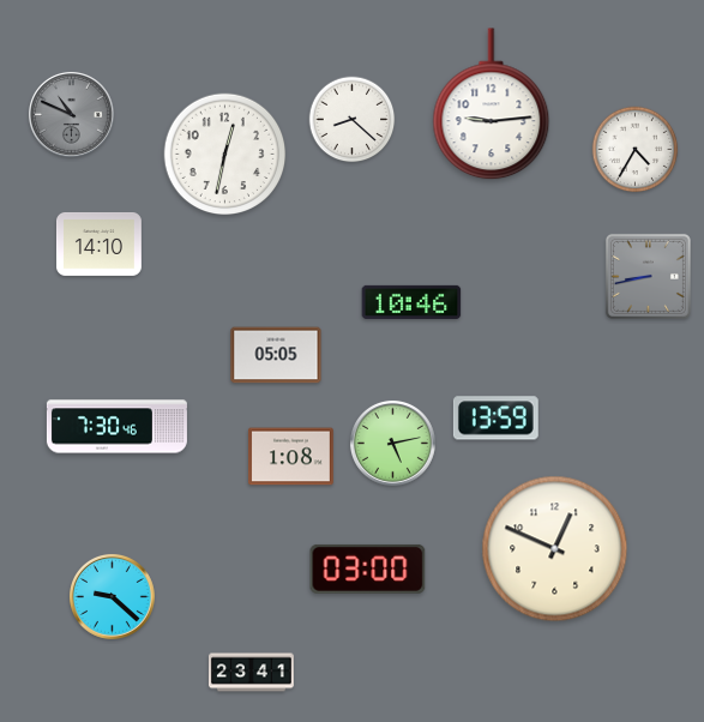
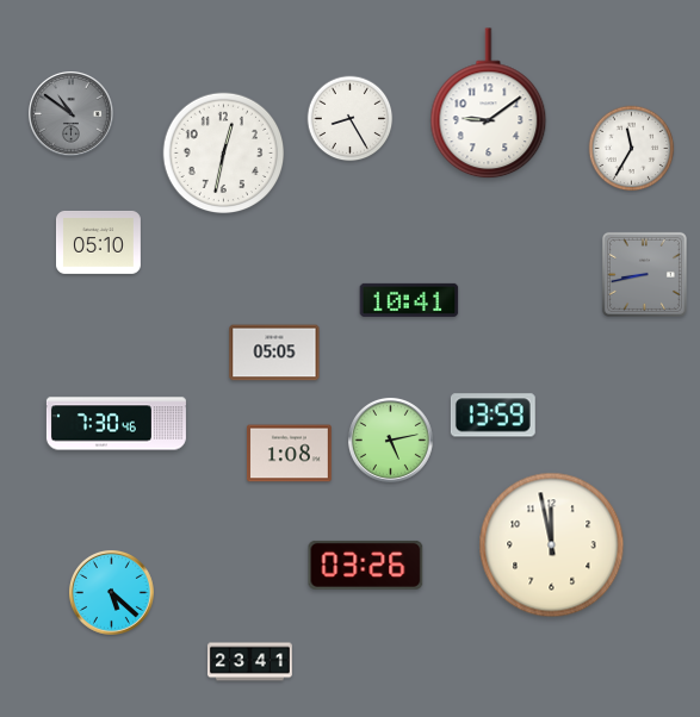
clock at (492, 104): 9:14 -> 9:09
clock at (71, 114): 10:49 -> 10:51
clock at (353, 120): 8:22 -> 8:25
clock at (636, 150): 4:35 -> 11:35
clock at (98, 243): 14:10 -> 05:10
clock at (411, 302): 10:46 -> 10:41
clock at (555, 549): 12:49 -> 11:58
clock at (368, 568): 03:00 -> 03:26
clock at (112, 596): 9:22 -> 5:22
clock at (252, 673) position: (252, 673) -> (250, 662)
